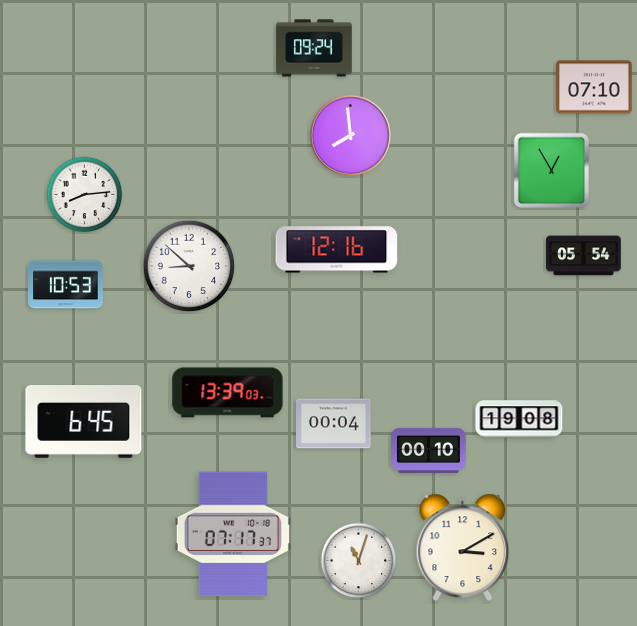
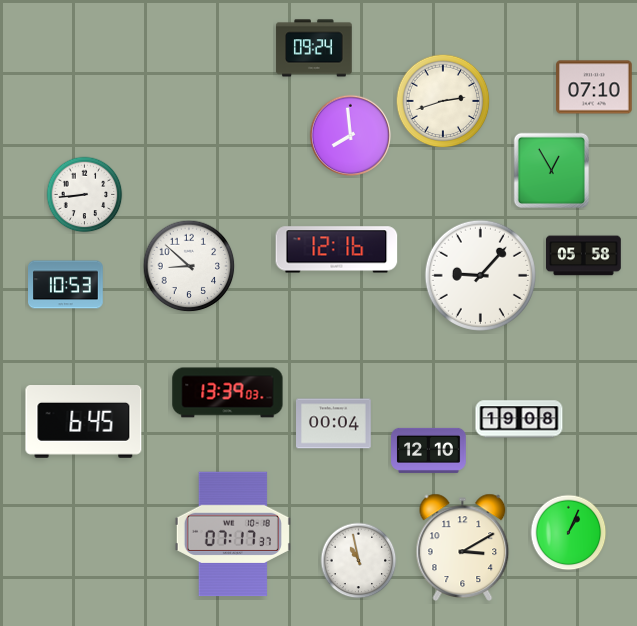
clock at (443, 101): none -> 2:42
clock at (85, 195): 8:14 -> 8:44
clock at (584, 256): 05:54 -> 05:58
clock at (480, 275): none -> 9:07
clock at (429, 450): 00:10 -> 12:10
clock at (569, 533): none -> 1:04
clock at (359, 561): 11:03 -> 10:58
